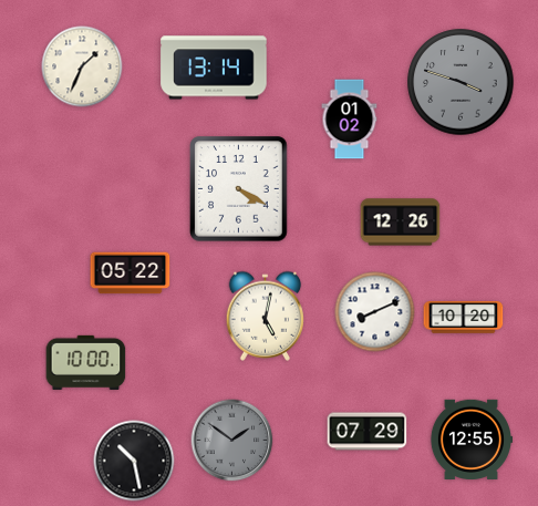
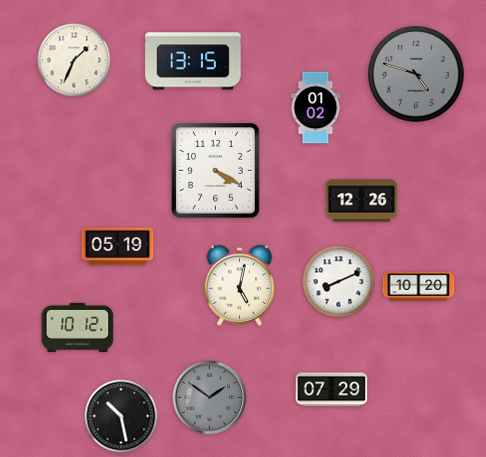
clock at (214, 68): 13:14 -> 13:15
clock at (461, 82): 3:48 -> 4:48
clock at (131, 273): 05:22 -> 05:19
clock at (86, 362): 10:00 -> 10:12
clock at (470, 438): 12:55 -> none
